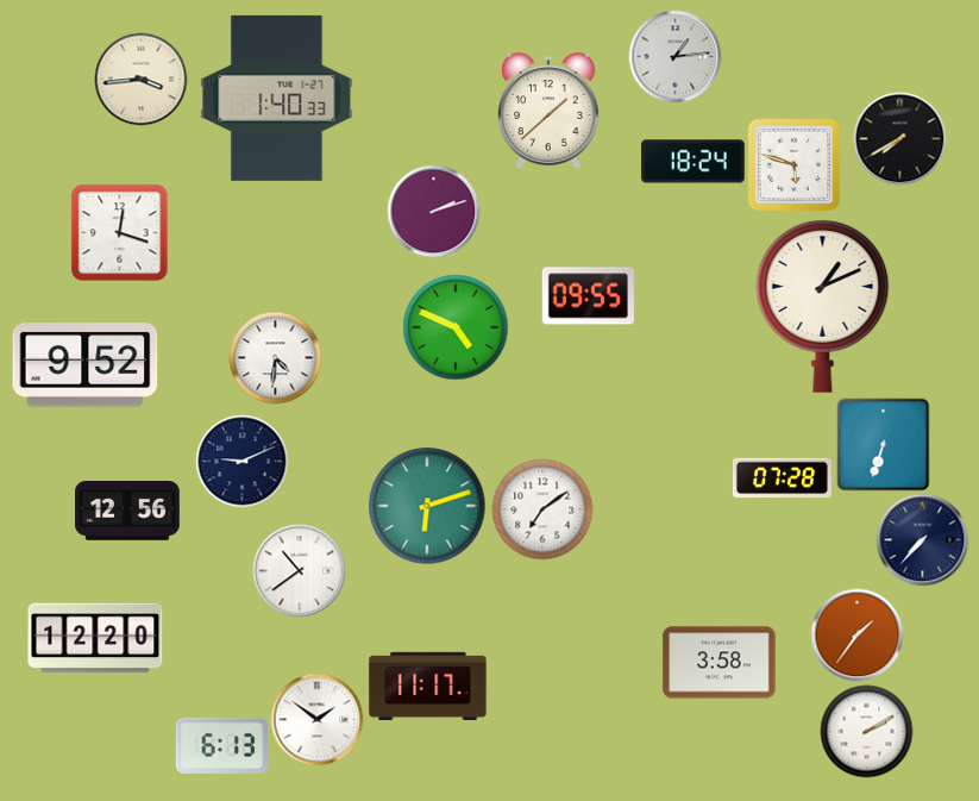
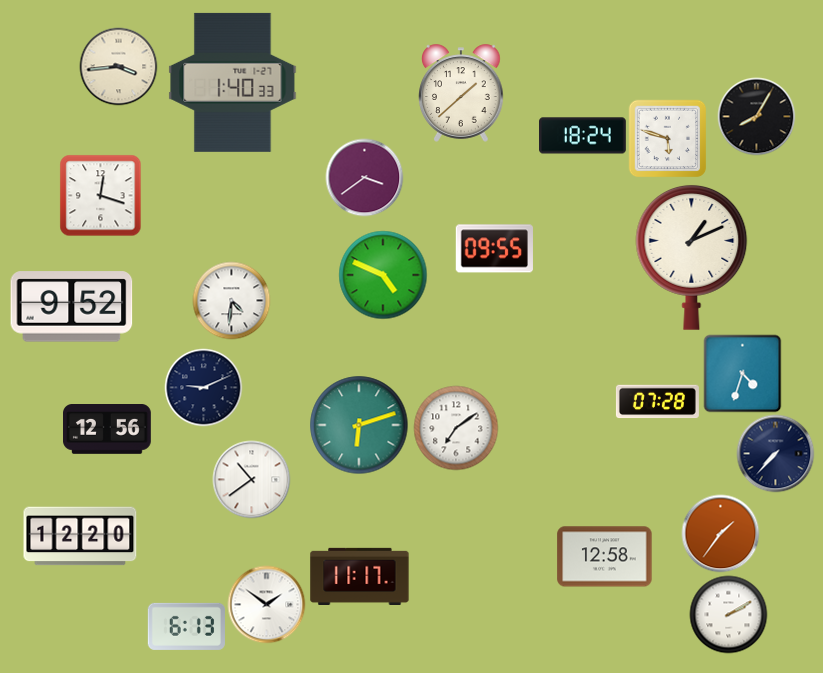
clock at (674, 56): 1:14 -> none
clock at (899, 138): 7:40 -> 8:05
clock at (433, 211): 2:12 -> 3:39
clock at (883, 444): 6:33 -> 4:33
clock at (720, 663): 3:58 -> 12:58
